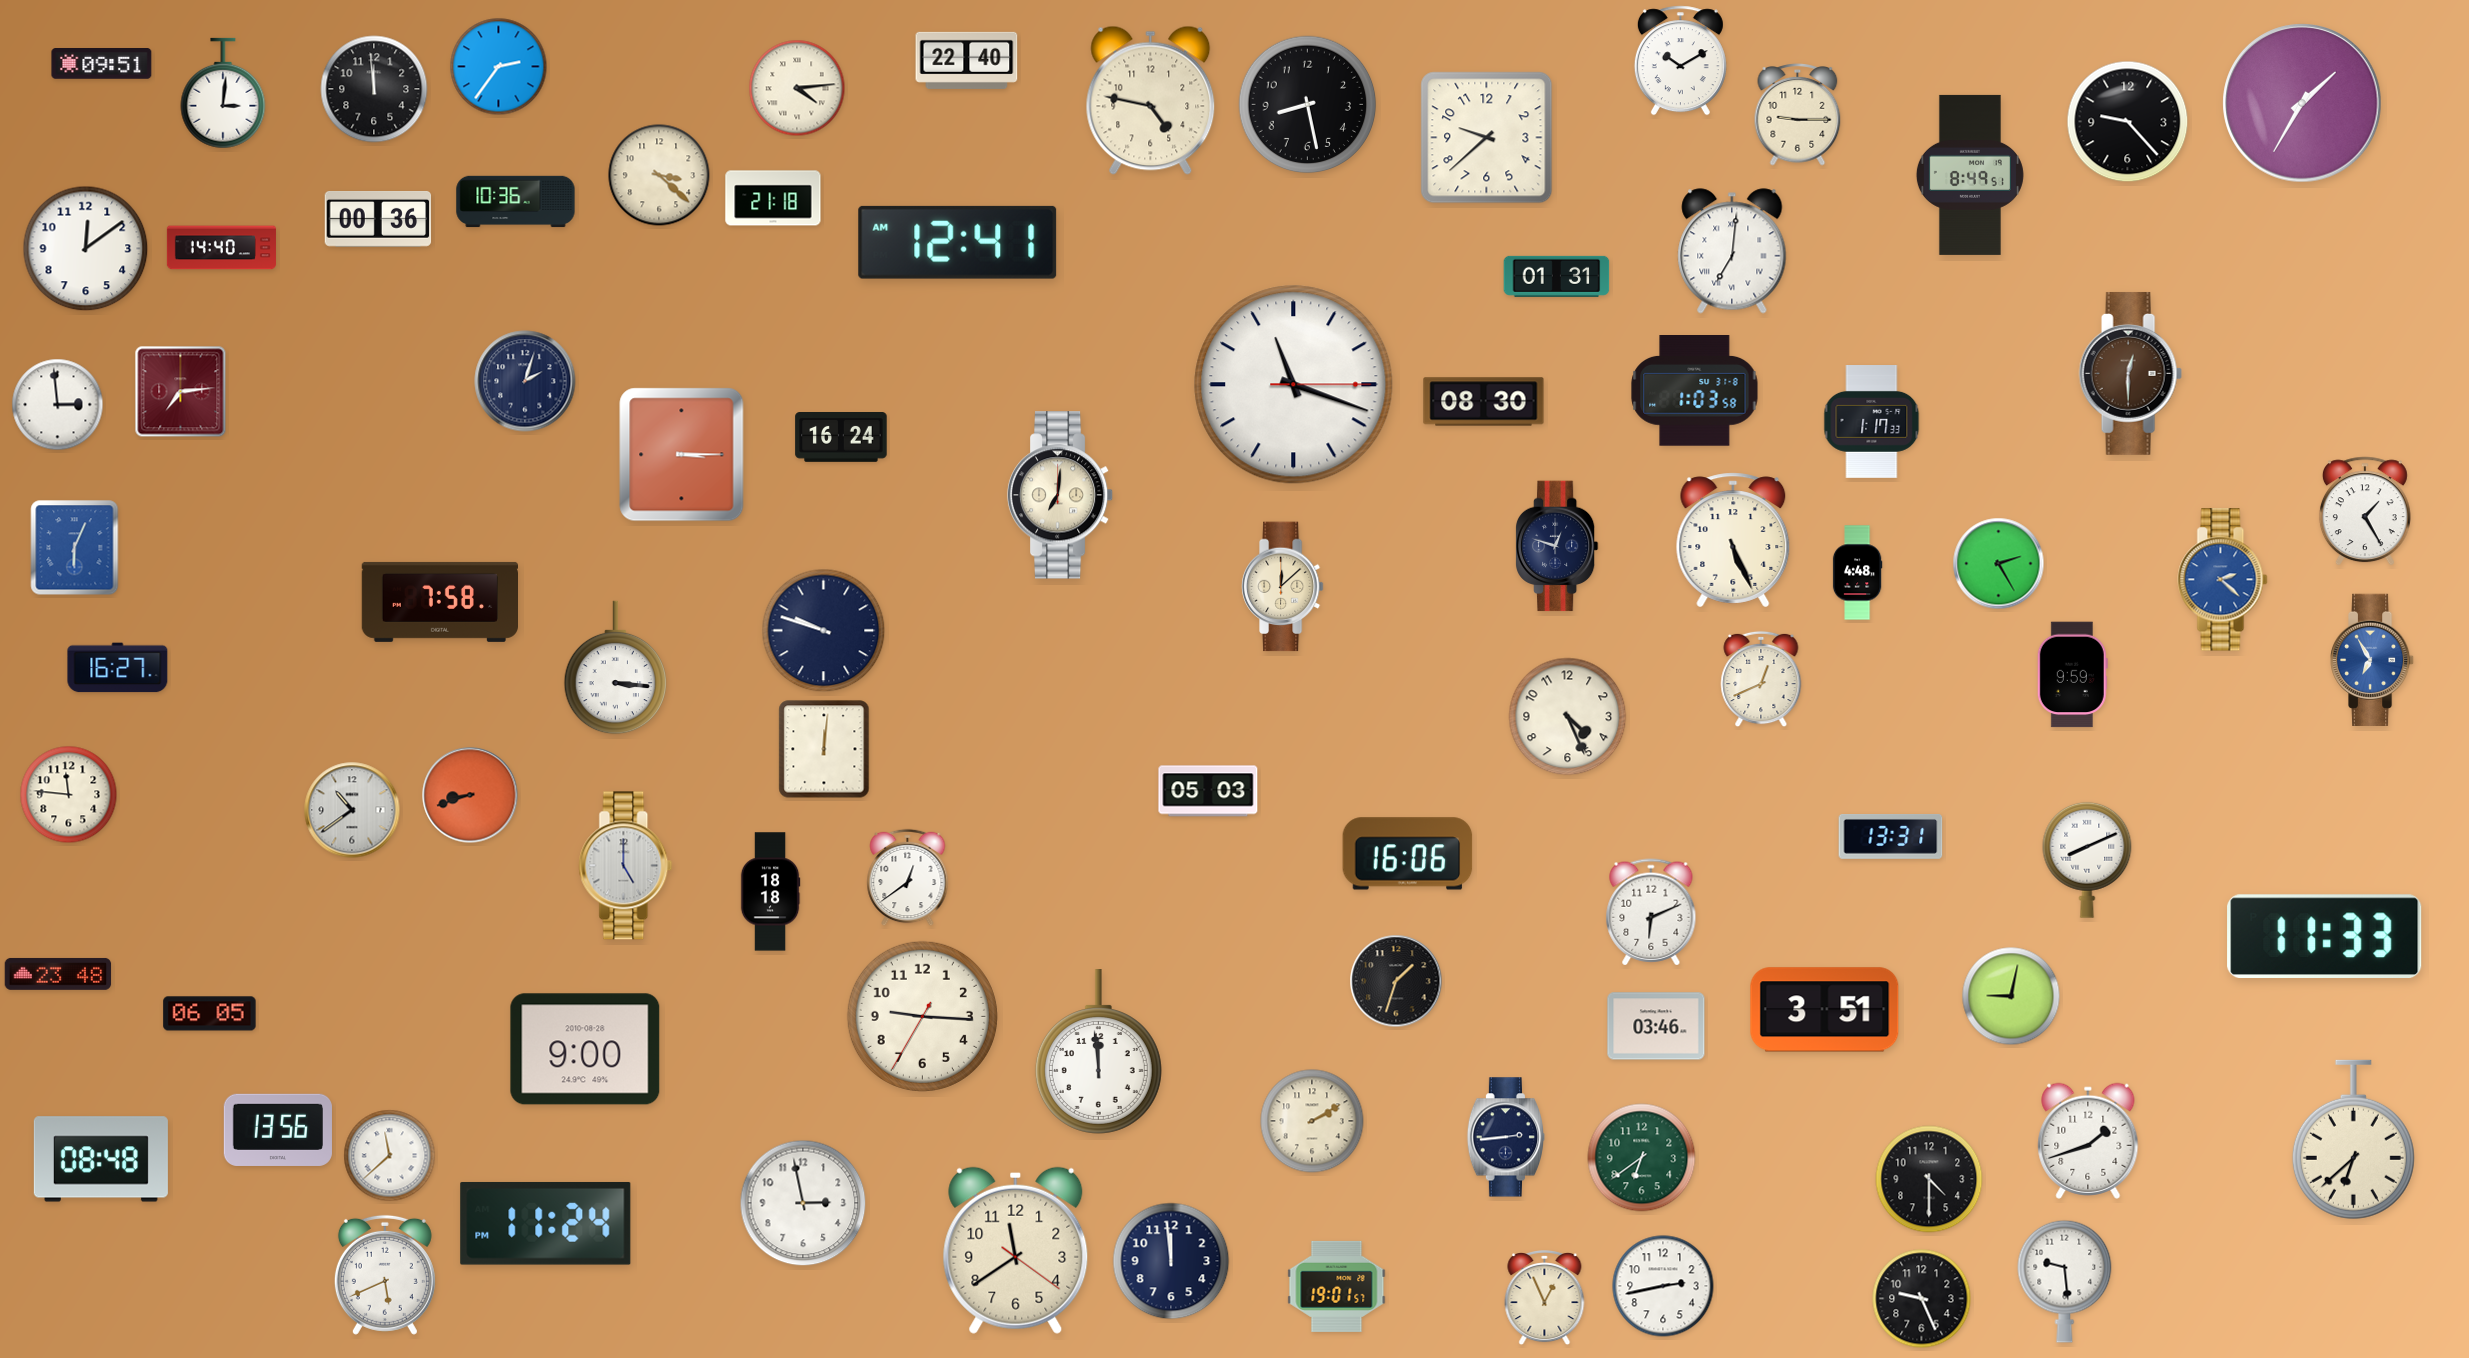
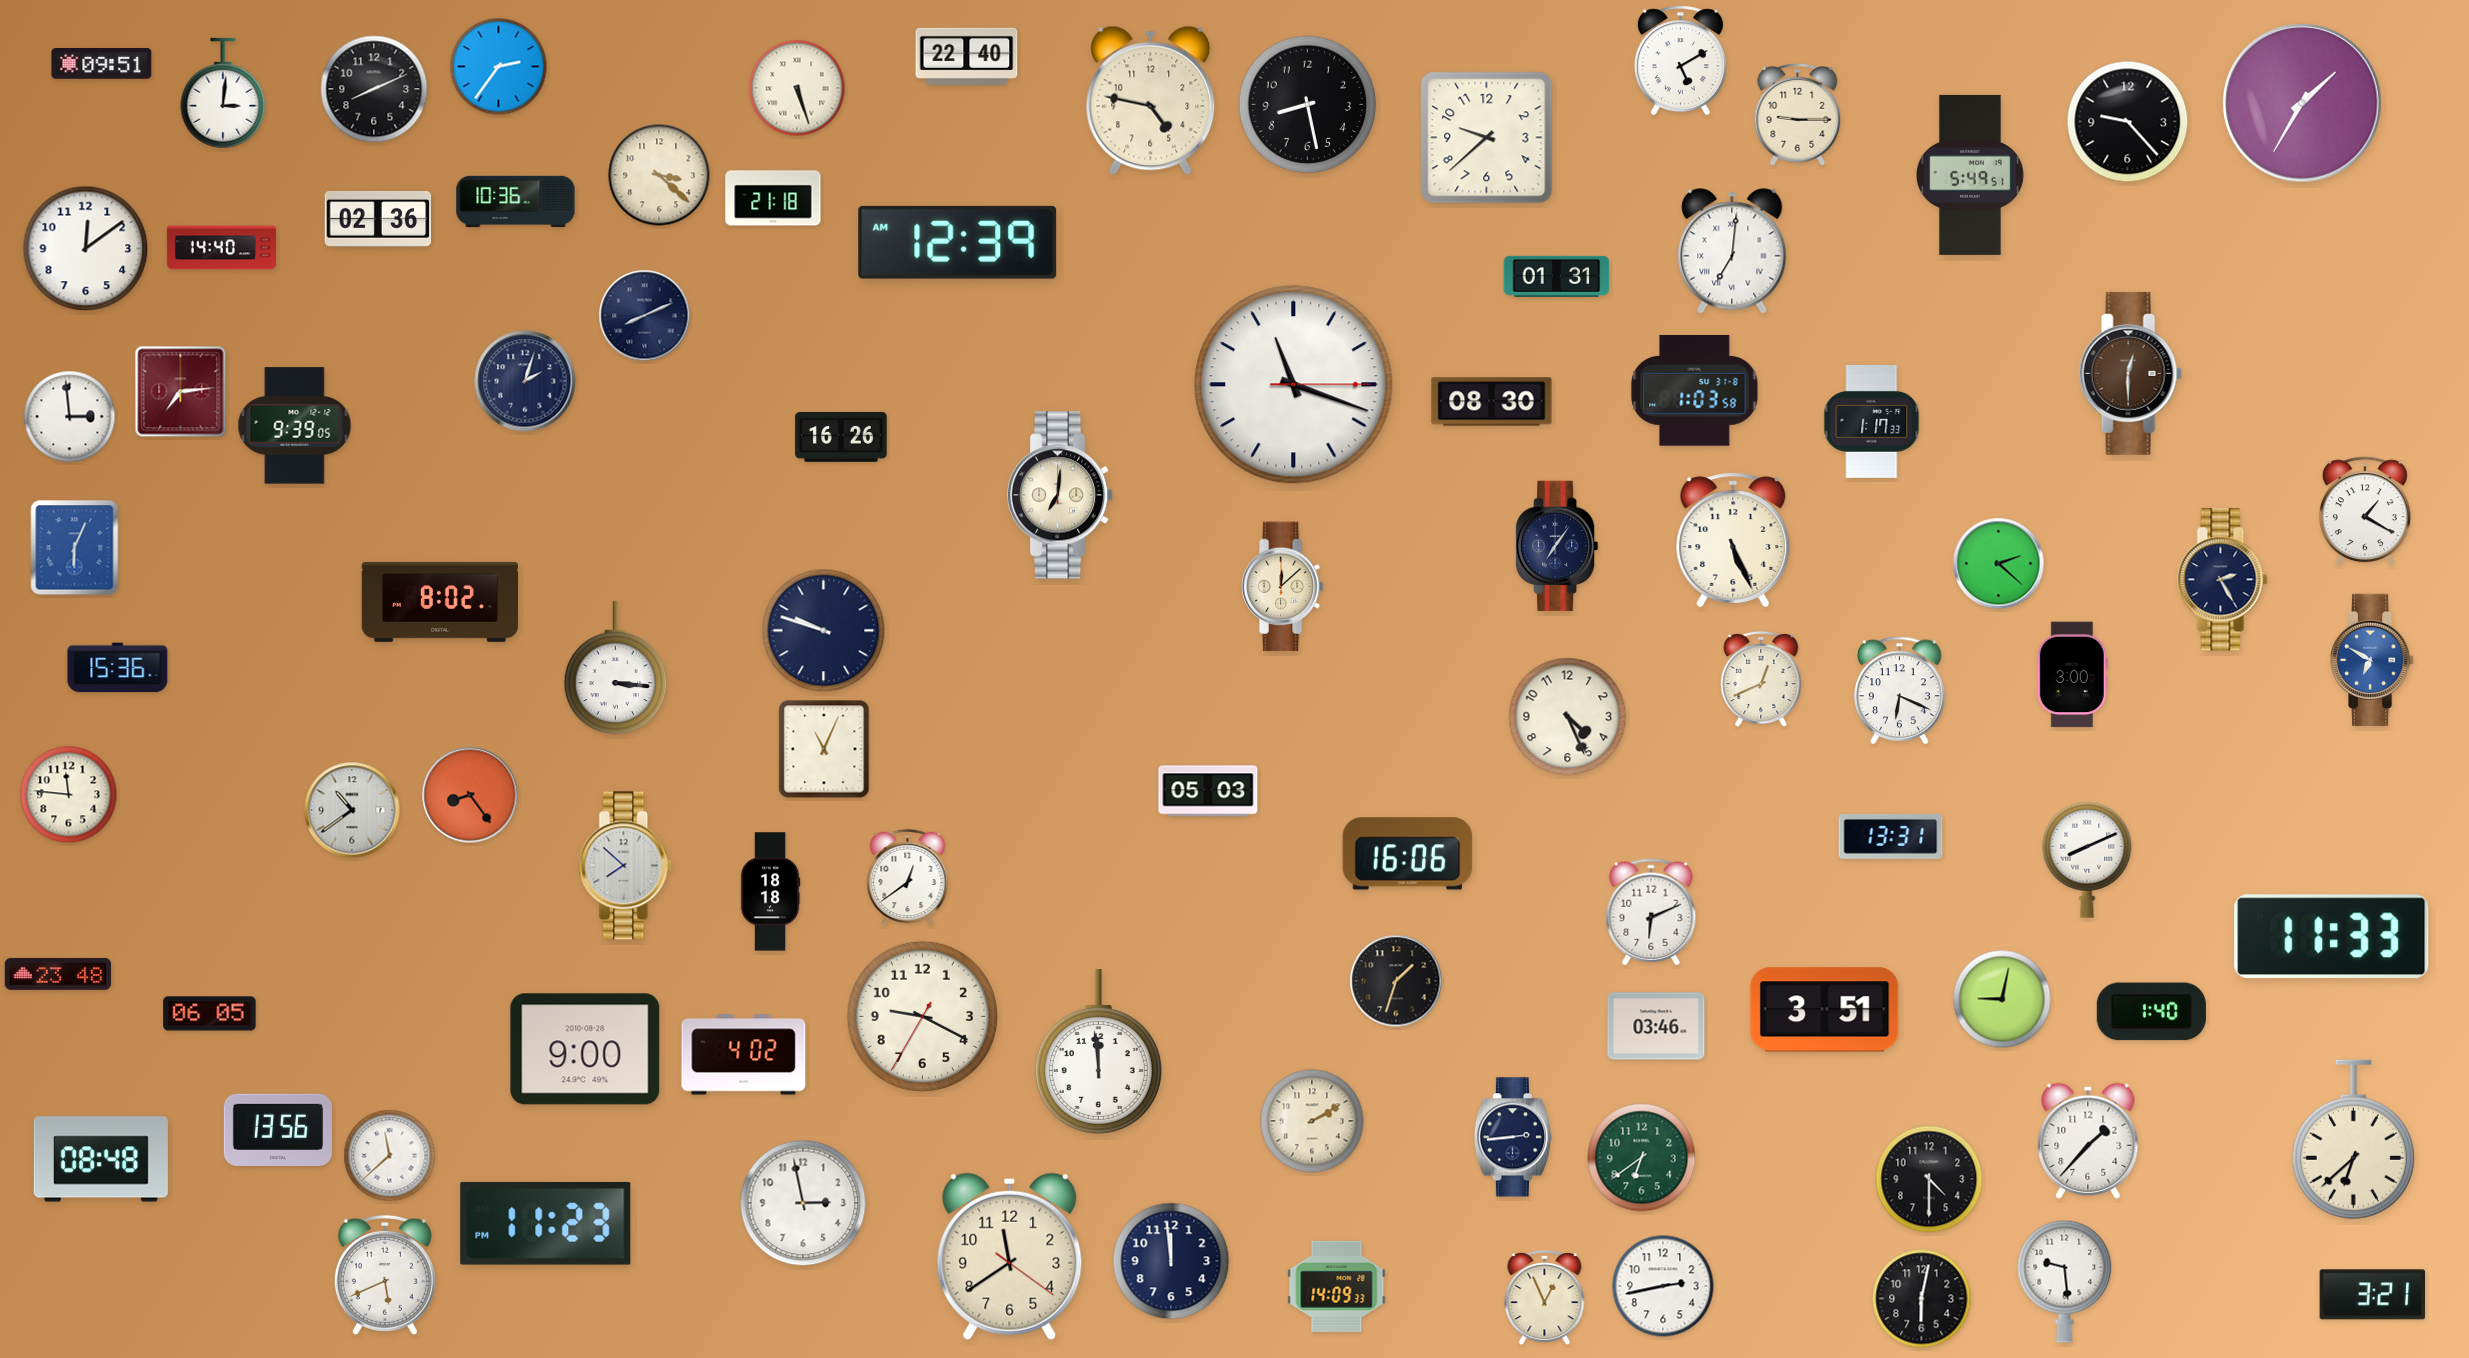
clock at (967, 60) position: (967, 60) -> (967, 56)
clock at (1680, 61): 10:10 -> 5:10
clock at (797, 88): 4:14 -> 5:27
clock at (374, 89): 11:59 -> 8:11
clock at (1970, 175): 8:49 -> 5:49
clock at (378, 219): 00:36 -> 02:36
clock at (958, 242): 12:41 -> 12:39
clock at (645, 316): none -> 8:11
clock at (1484, 402) position: (1484, 402) -> (1492, 402)
clock at (58, 405) position: (58, 405) -> (70, 417)
clock at (295, 426): none -> 9:39
clock at (841, 438): 16:24 -> 16:26
clock at (682, 455): 3:15 -> none
clock at (2365, 511): 1:25 -> 1:20
clock at (1557, 546): 12:48 -> 7:06
clock at (1999, 564): 2:25 -> 2:22
clock at (1857, 573): 4:48 -> none
clock at (2223, 580): 2:22 -> 2:25
clock at (2223, 580) dial: blue -> navy
clock at (440, 602): 7:58 -> 8:02
clock at (2373, 660): 6:55 -> 6:50
clock at (118, 668): 16:27 -> 15:36
clock at (2072, 675): 9:59 -> 3:00
clock at (1900, 691): none -> 6:19
clock at (824, 749): 12:01 -> 11:04
clock at (470, 795): 8:42 -> 8:24
clock at (626, 866): 5:00 -> 7:52
clock at (2325, 936) position: (2325, 936) -> (2332, 936)
clock at (2011, 996) position: (2011, 996) -> (2002, 999)
clock at (2151, 1012): none -> 1:40
clock at (922, 1016): 9:15 -> 9:19
clock at (744, 1055): none -> 4:02
clock at (1505, 1137) position: (1505, 1137) -> (1512, 1137)
clock at (2088, 1141): 1:42 -> 1:37
clock at (546, 1223): 11:24 -> 11:23
clock at (1016, 1250) position: (1016, 1250) -> (1010, 1256)
clock at (1337, 1286): 19:01 -> 14:09
clock at (2373, 1295): none -> 3:21
clock at (1922, 1299): 9:26 -> 6:02
